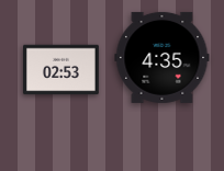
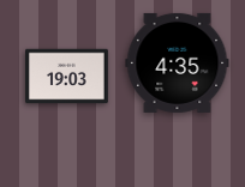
clock at (61, 70): 02:53 -> 19:03
